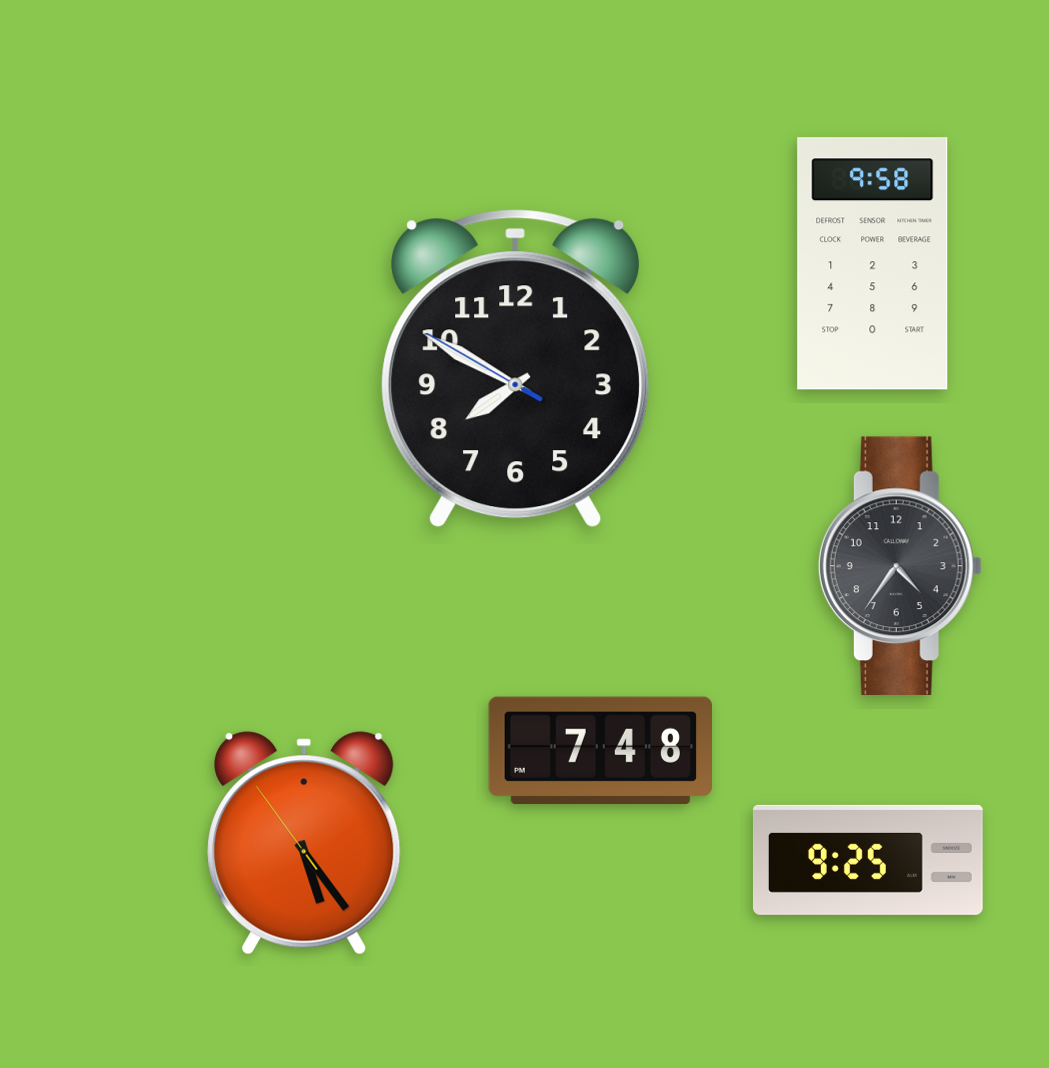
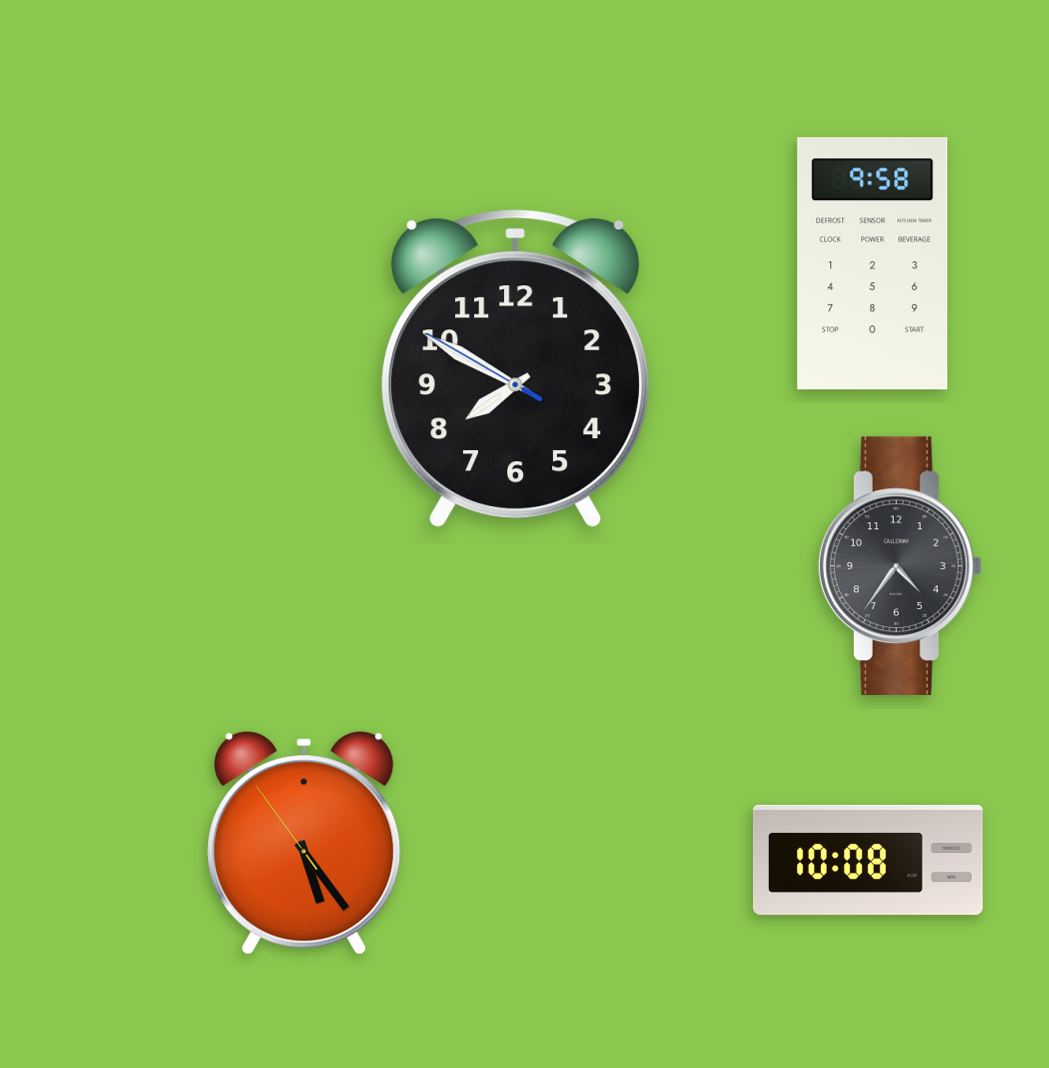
clock at (600, 750): 7:48 -> none
clock at (868, 860): 9:25 -> 10:08
